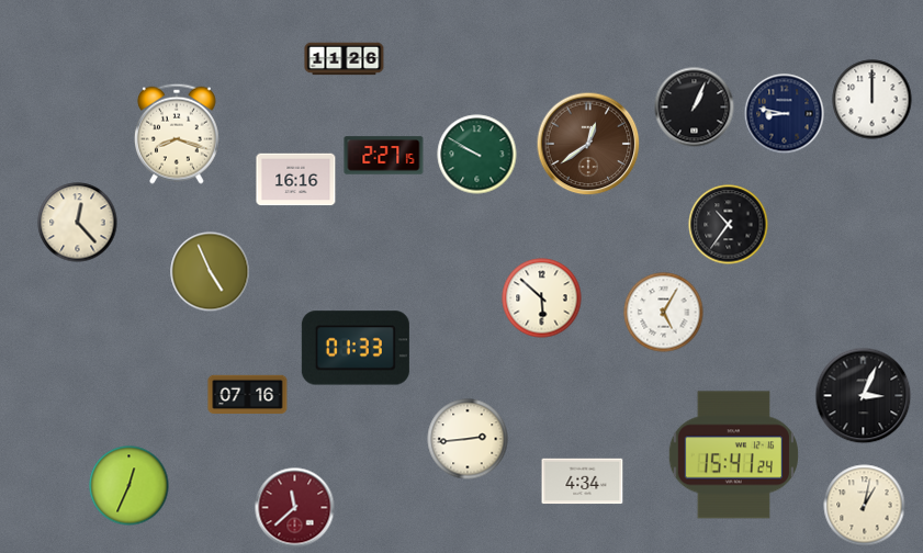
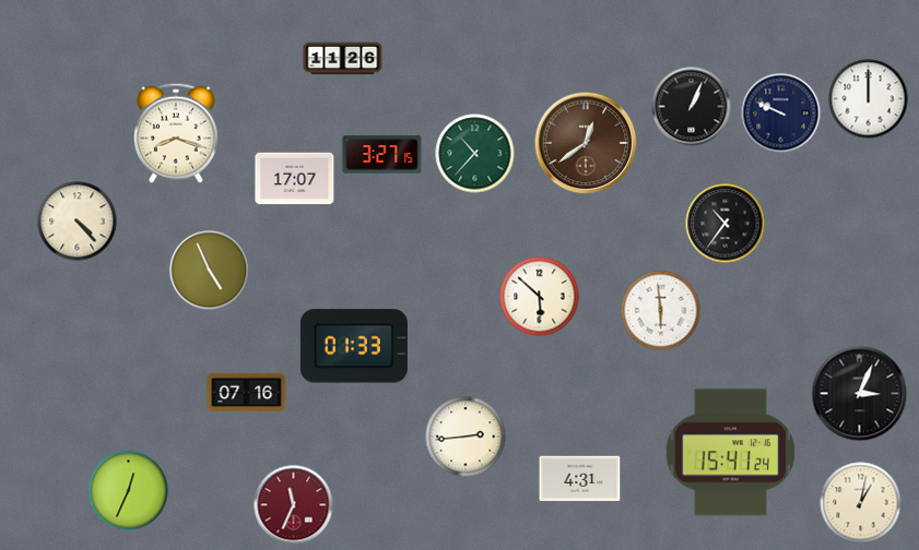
clock at (785, 114): 8:47 -> 9:49
clock at (477, 155): 9:50 -> 10:37
clock at (384, 156): 2:27 -> 3:27
clock at (296, 180): 16:16 -> 17:07
clock at (78, 223): 12:23 -> 4:23
clock at (664, 313): 5:05 -> 5:59
clock at (583, 482): 4:34 -> 4:31
clock at (130, 486) position: (130, 486) -> (129, 491)
clock at (295, 508): 11:38 -> 11:34
